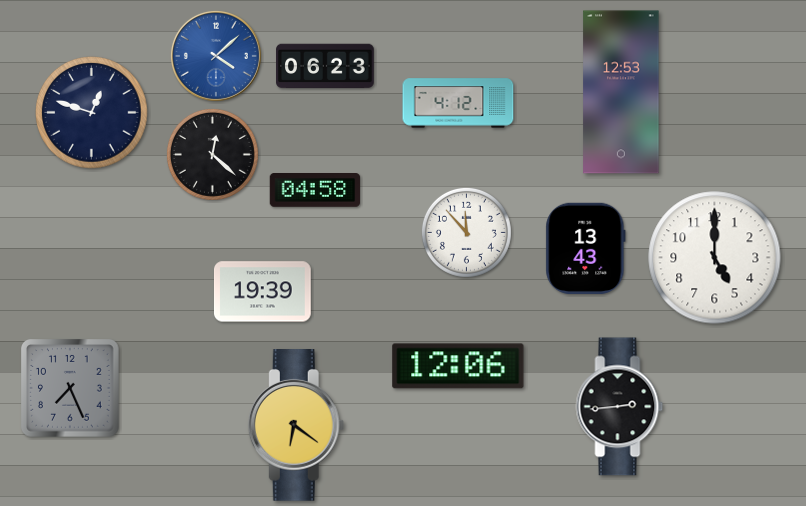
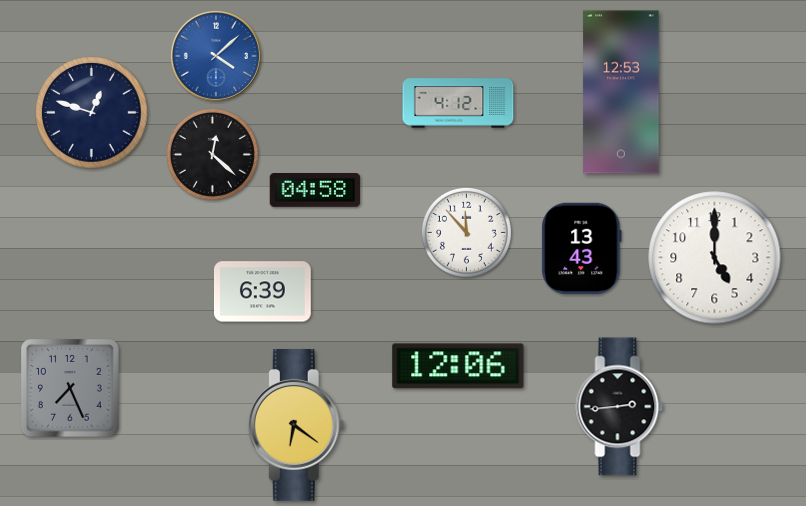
clock at (325, 66): 06:23 -> none
clock at (586, 248) position: (586, 248) -> (582, 248)
clock at (263, 292): 19:39 -> 6:39
